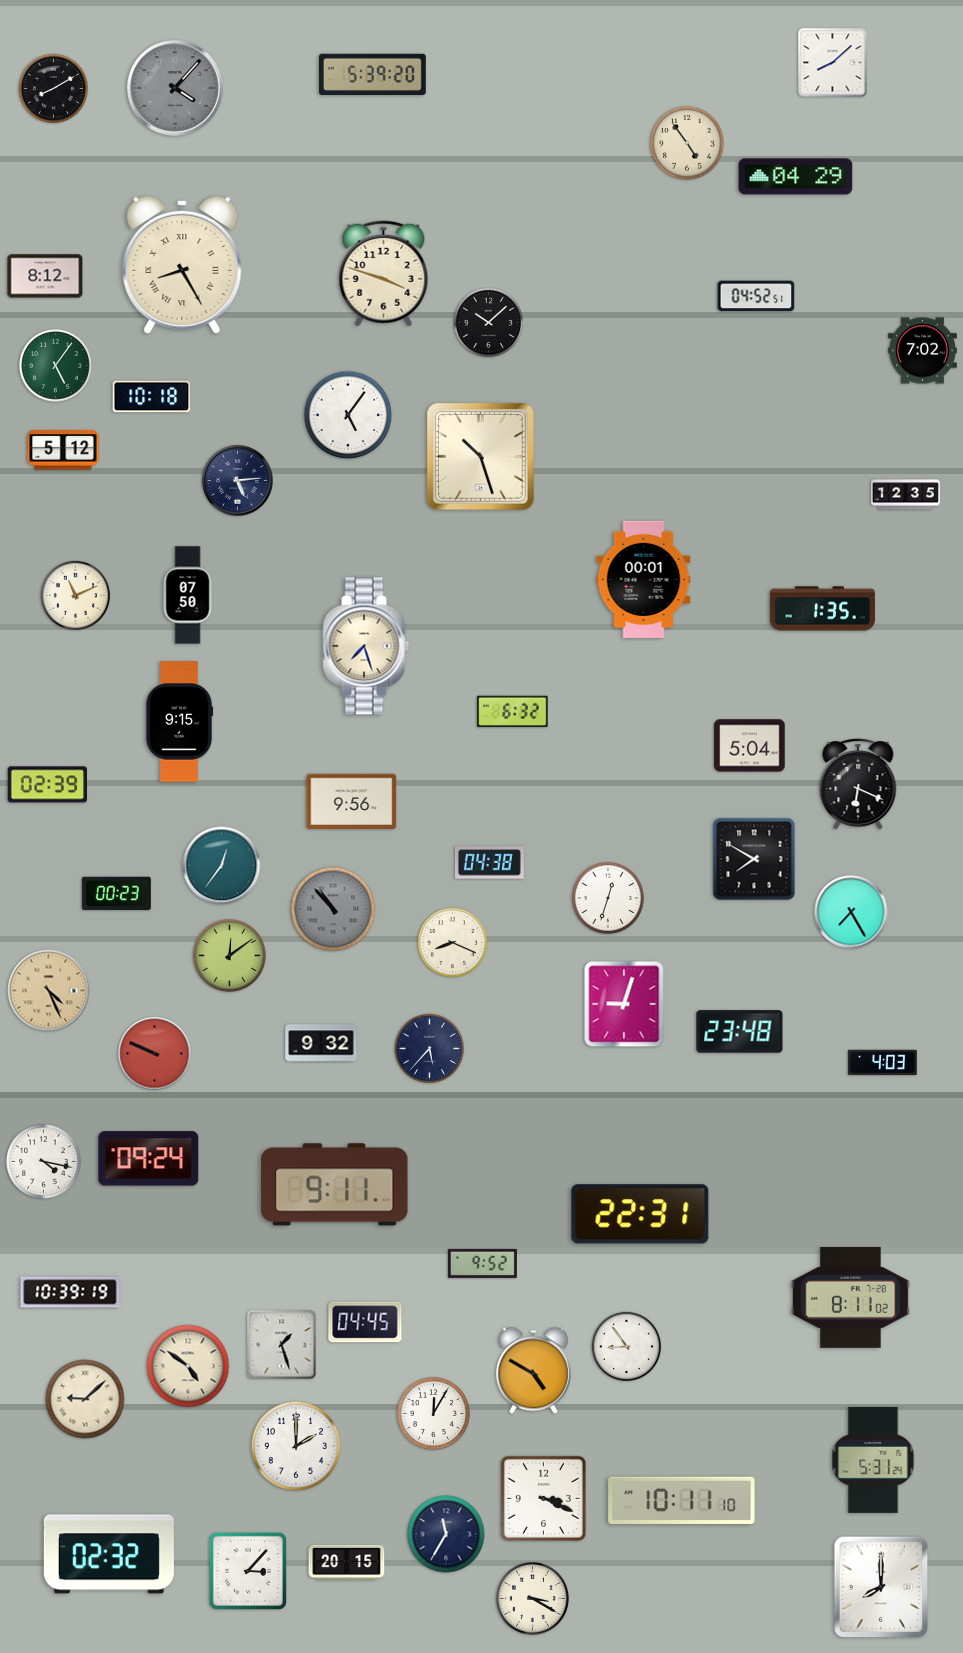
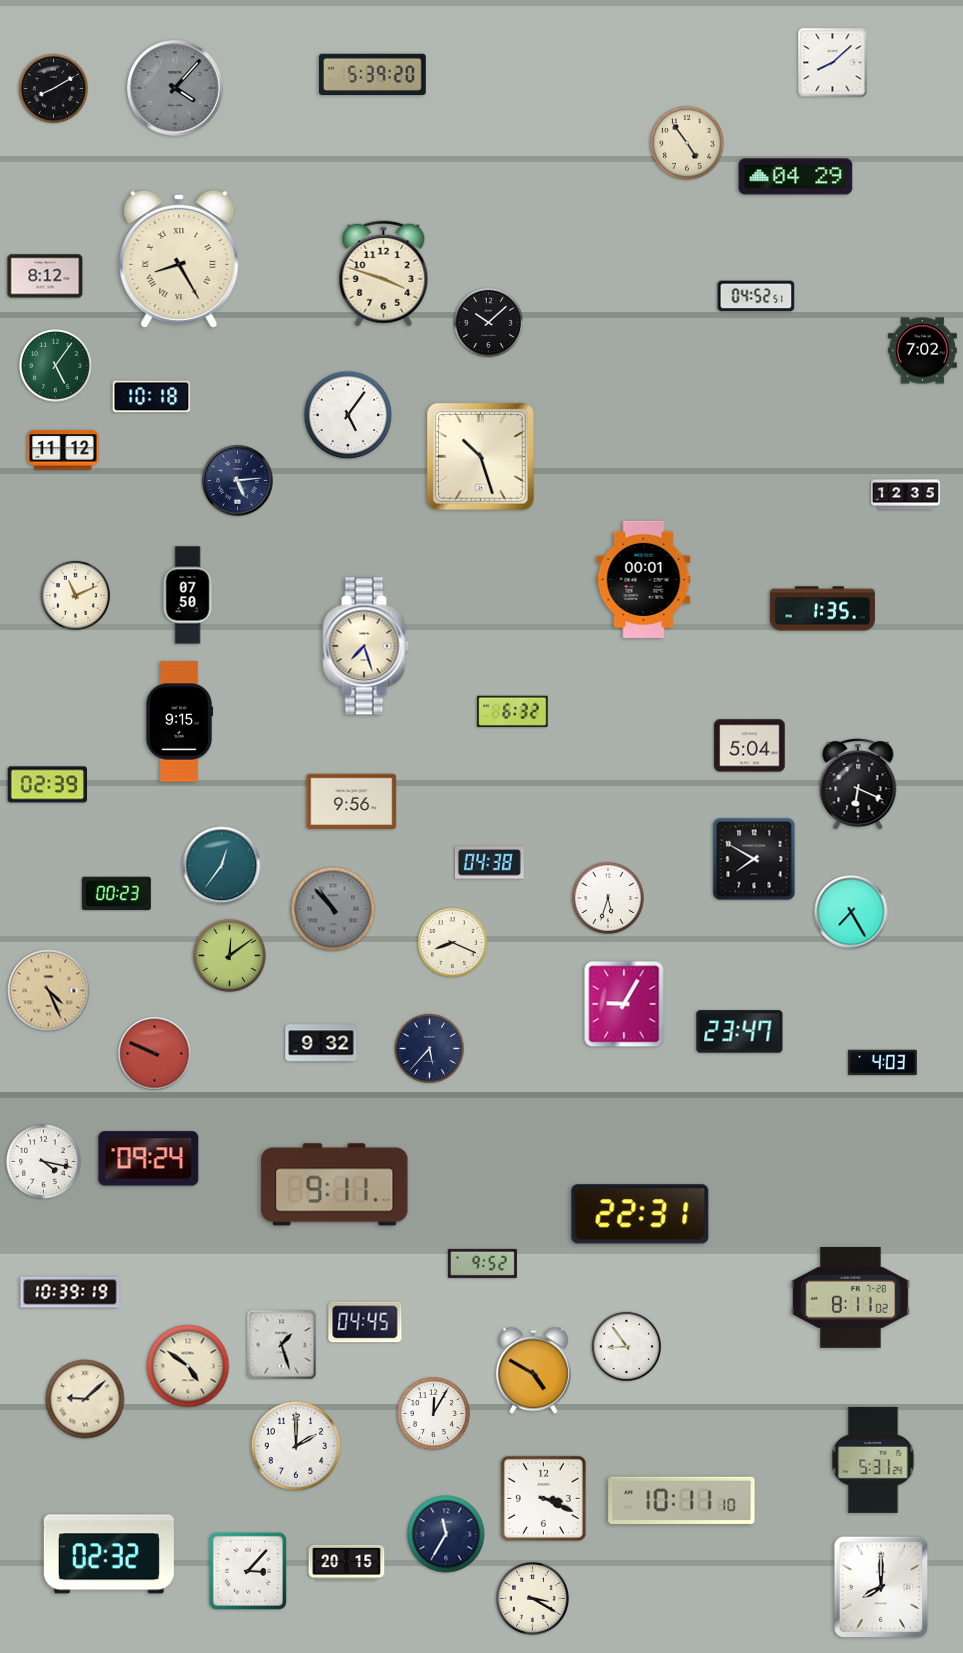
clock at (182, 265) position: (182, 265) -> (179, 259)
clock at (63, 450): 5:12 -> 11:12
clock at (608, 898): 12:33 -> 5:33
clock at (624, 1004): 9:03 -> 9:05
clock at (740, 1032): 23:48 -> 23:47
